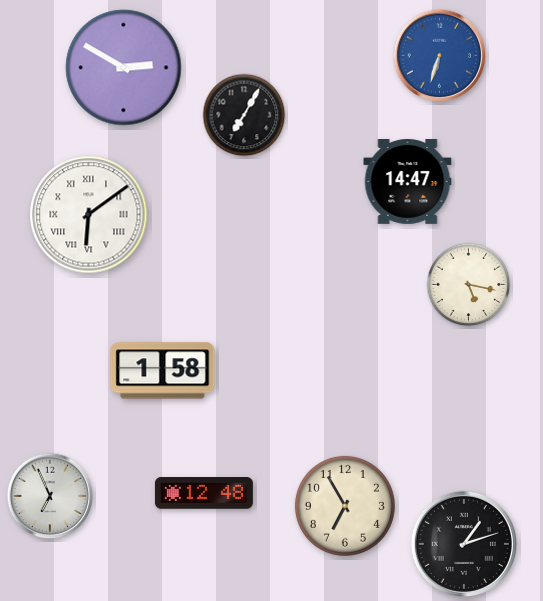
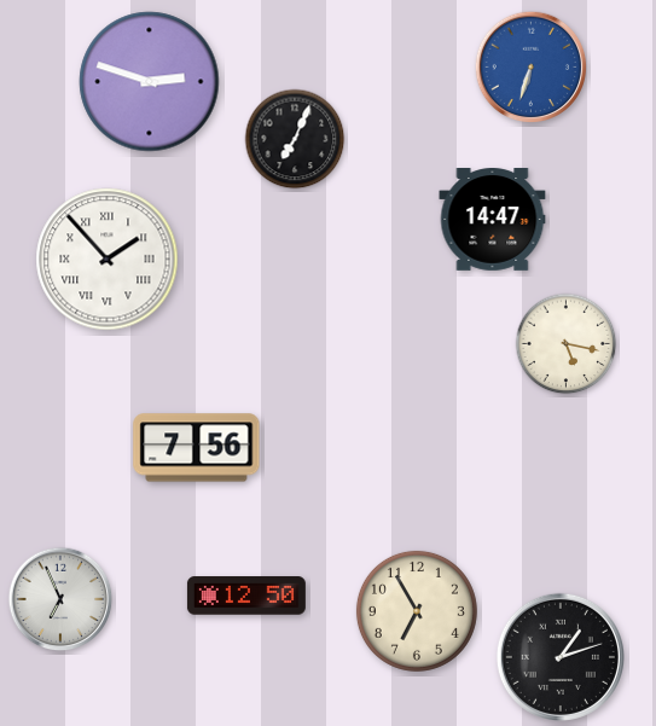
clock at (124, 68): 2:50 -> 2:48
clock at (244, 115): 7:05 -> 7:04
clock at (89, 215): 6:09 -> 1:53
clock at (163, 371): 1:58 -> 7:56
clock at (204, 493): 12:48 -> 12:50
